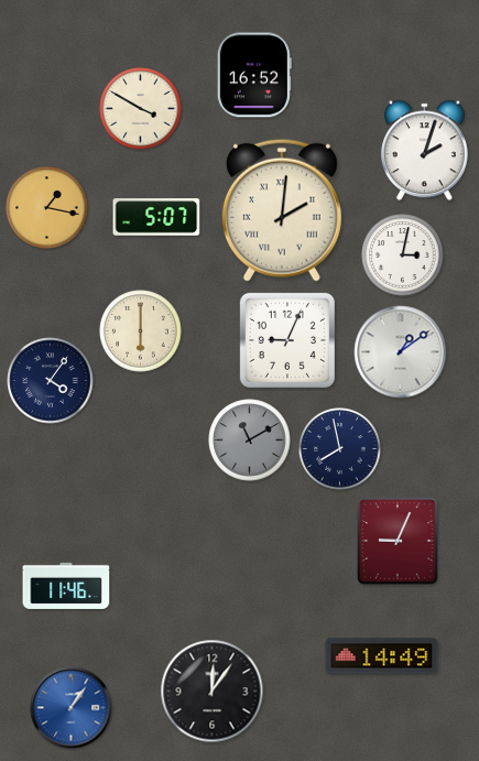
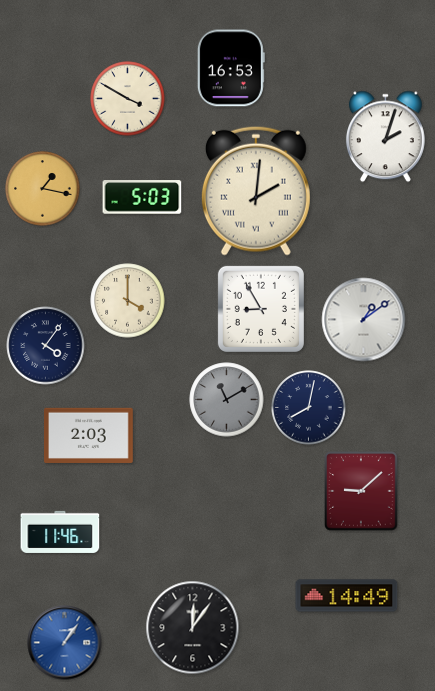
clock at (254, 75): 16:52 -> 16:53
clock at (156, 217): 5:07 -> 5:03
clock at (403, 256): 3:02 -> none
clock at (141, 331): 6:00 -> 4:00
clock at (287, 340): 9:04 -> 8:55
clock at (340, 449): 7:58 -> 8:02
clock at (89, 435): none -> 2:03
clock at (398, 541): 9:04 -> 9:08
